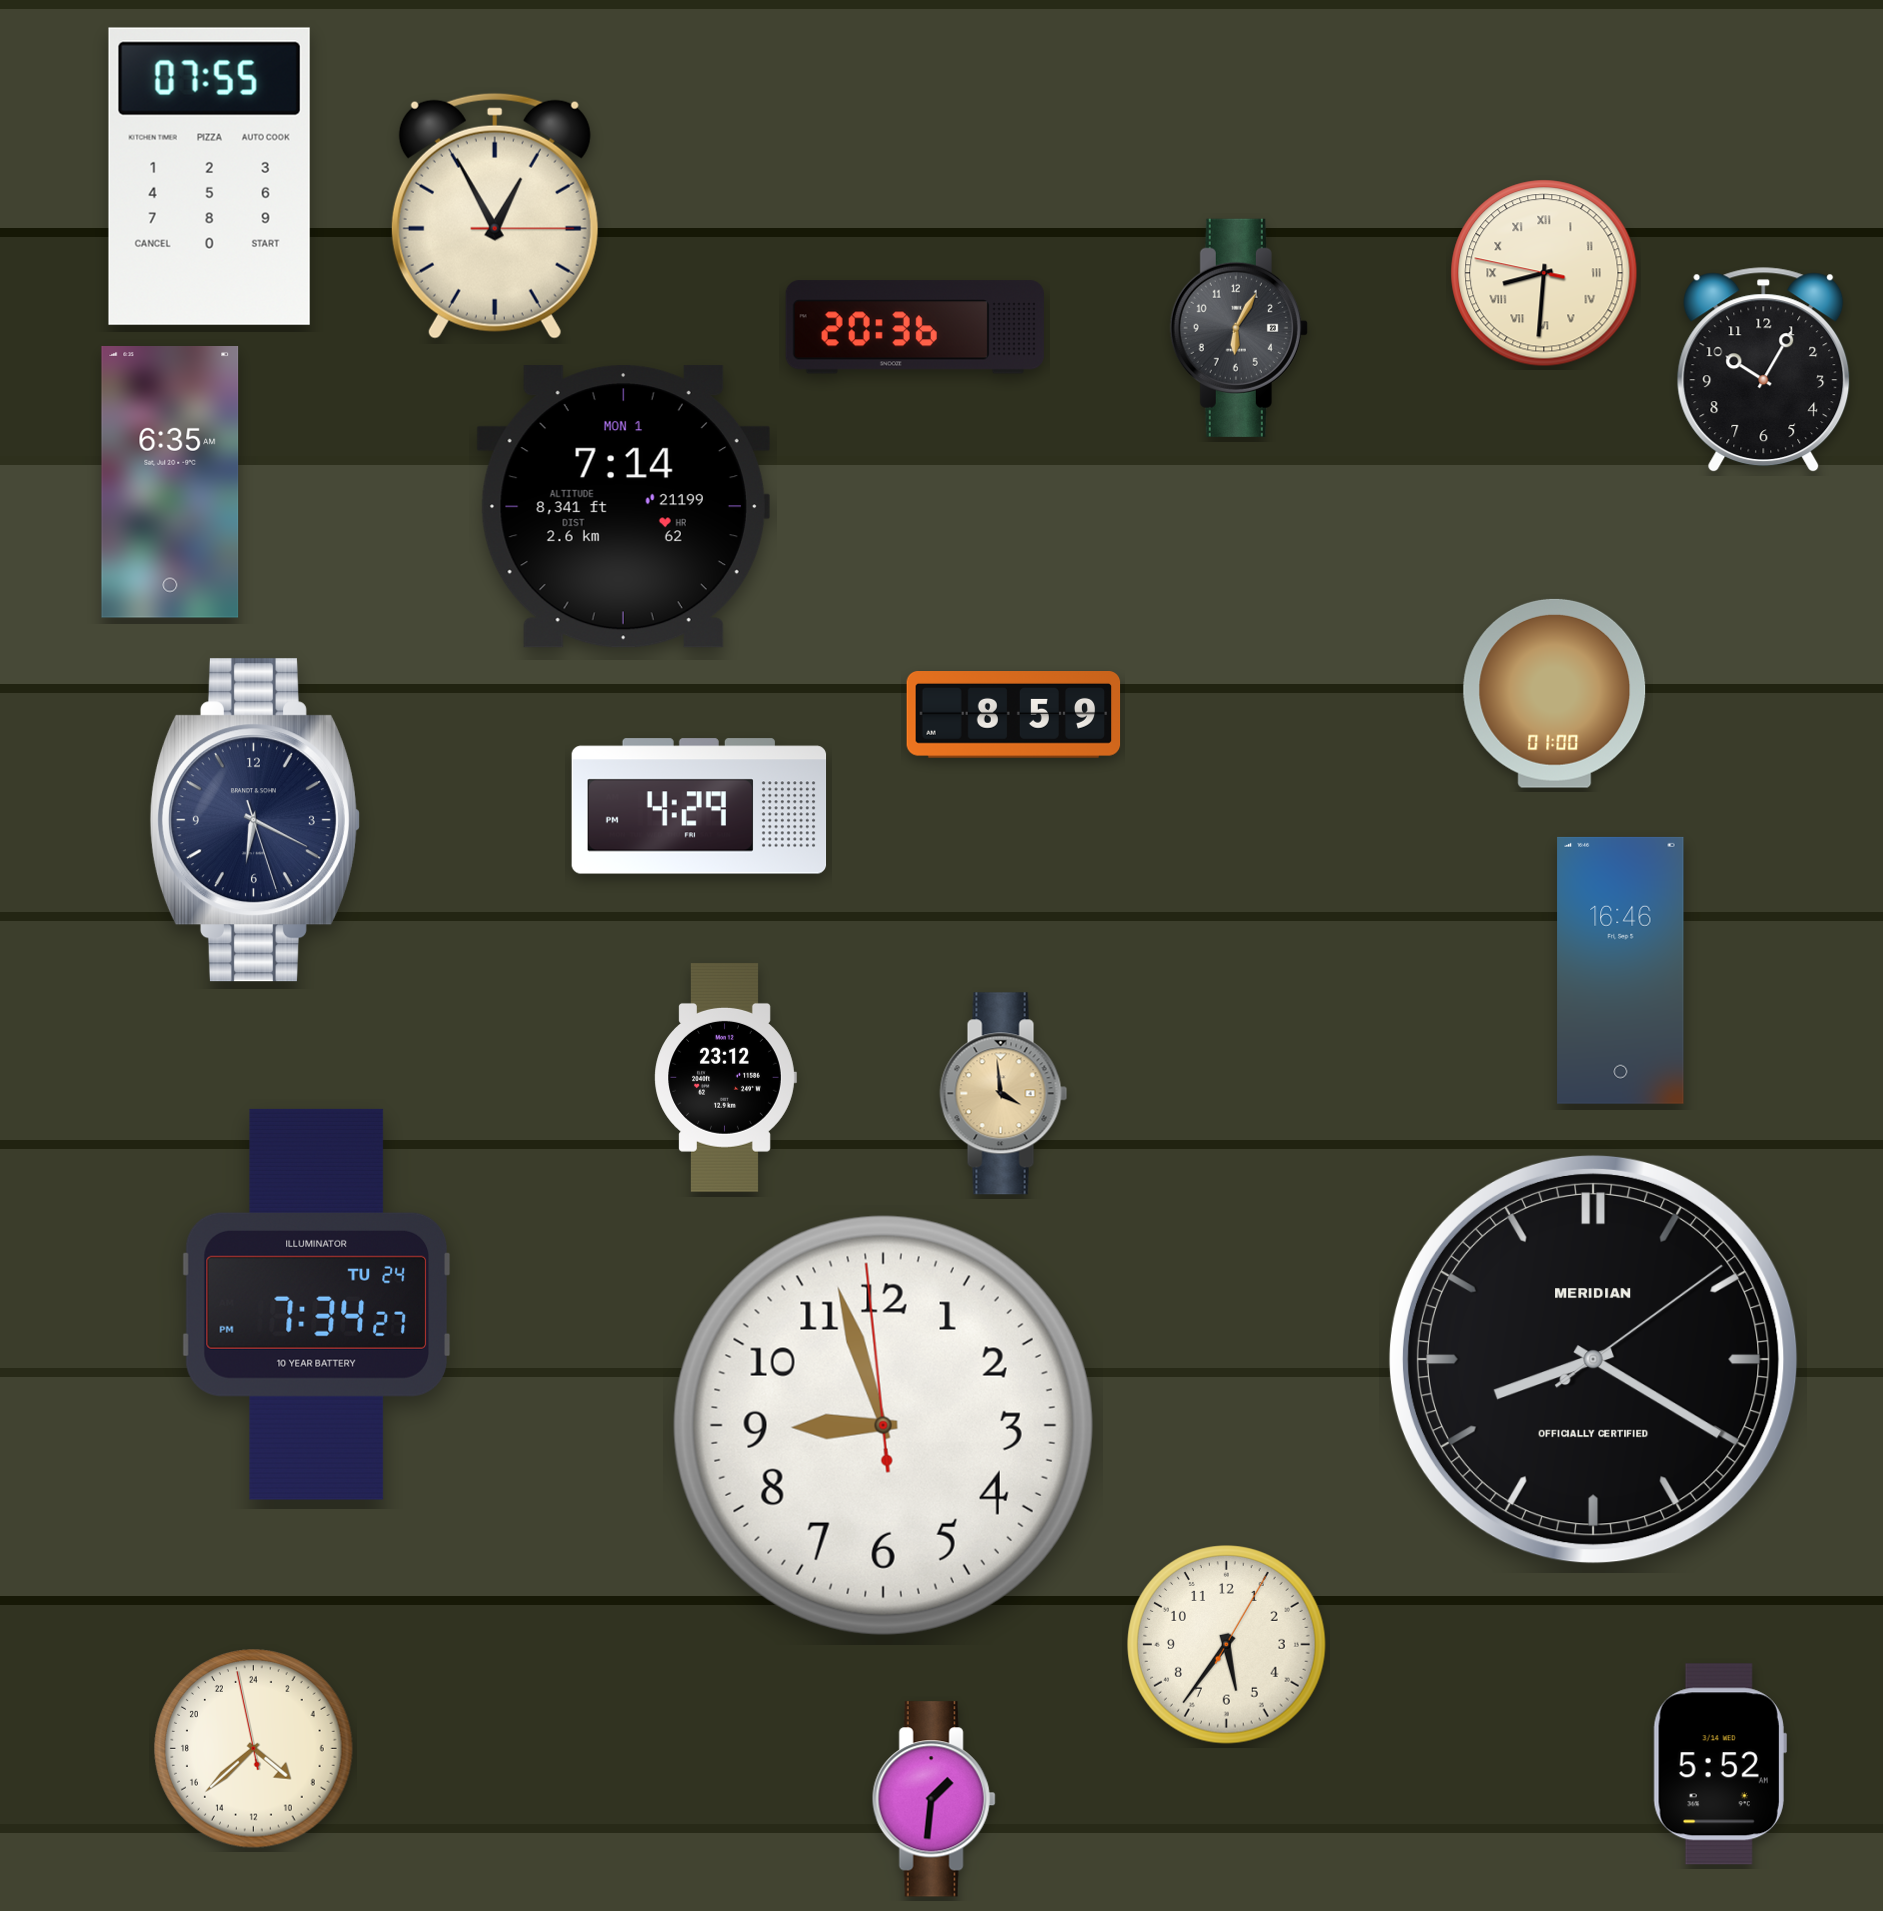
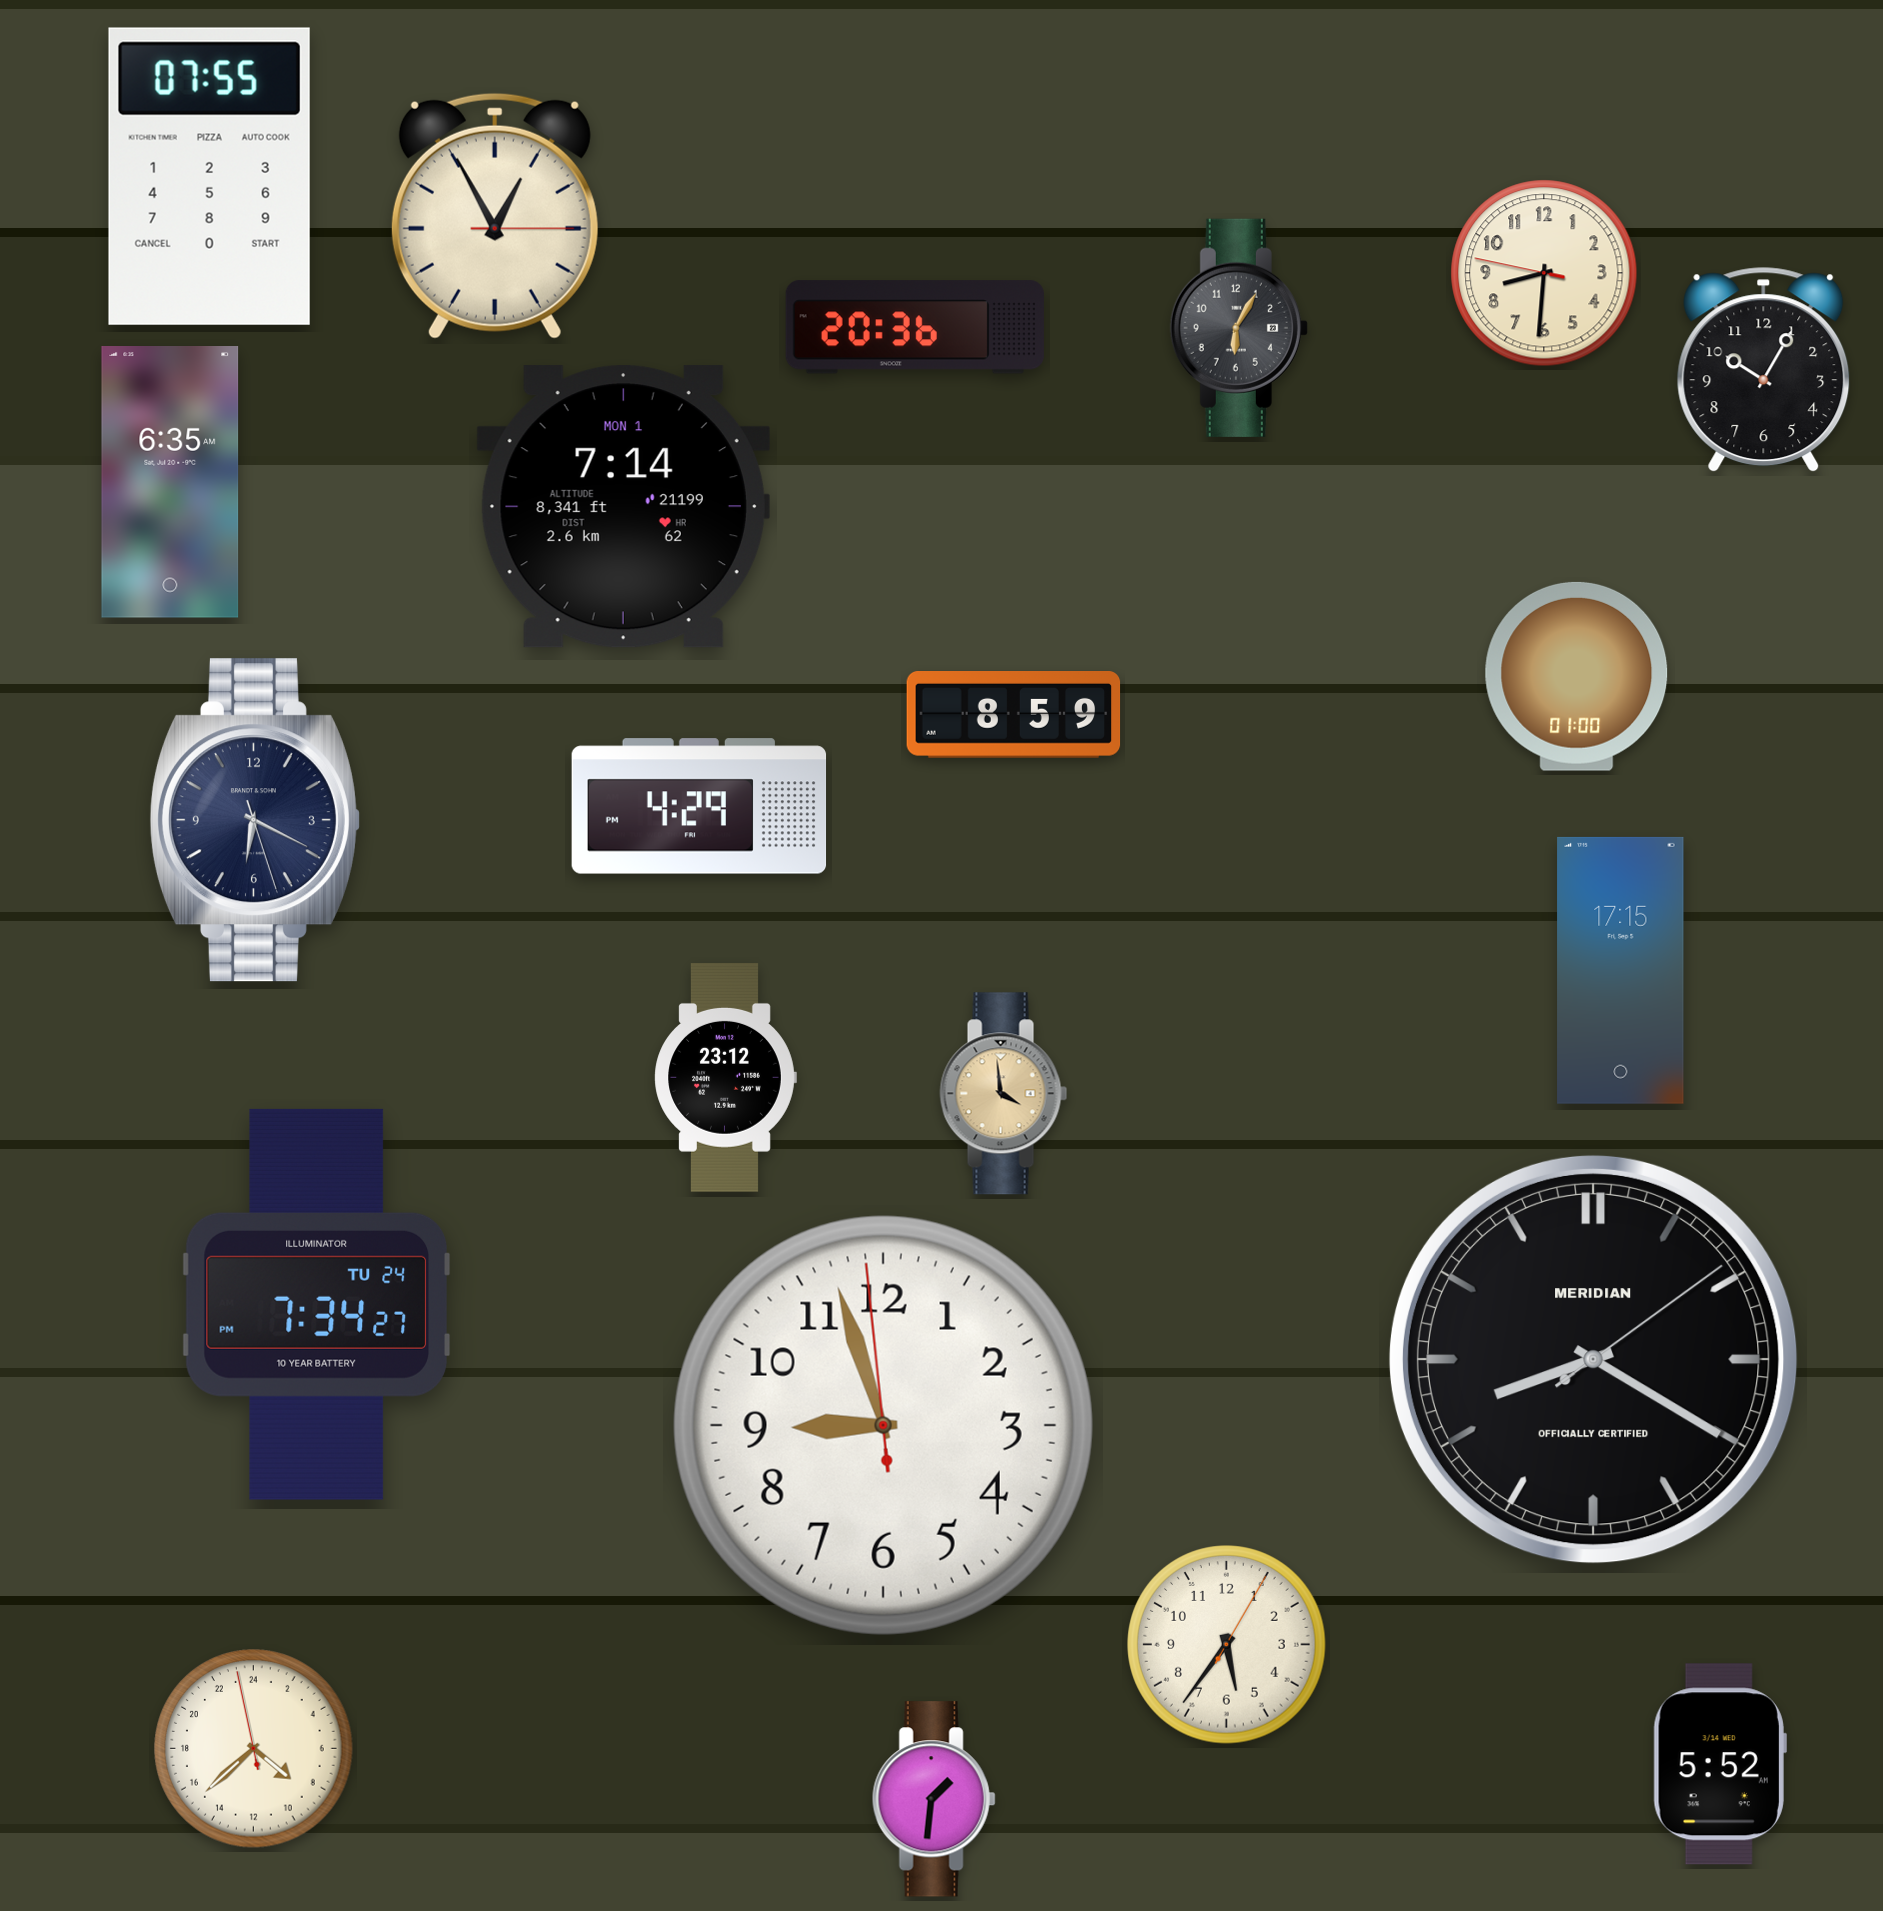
clock at (1544, 273) numerals: Roman -> Arabic
clock at (1555, 693) position: (1555, 693) -> (1577, 676)
clock at (1621, 970): 16:46 -> 17:15
